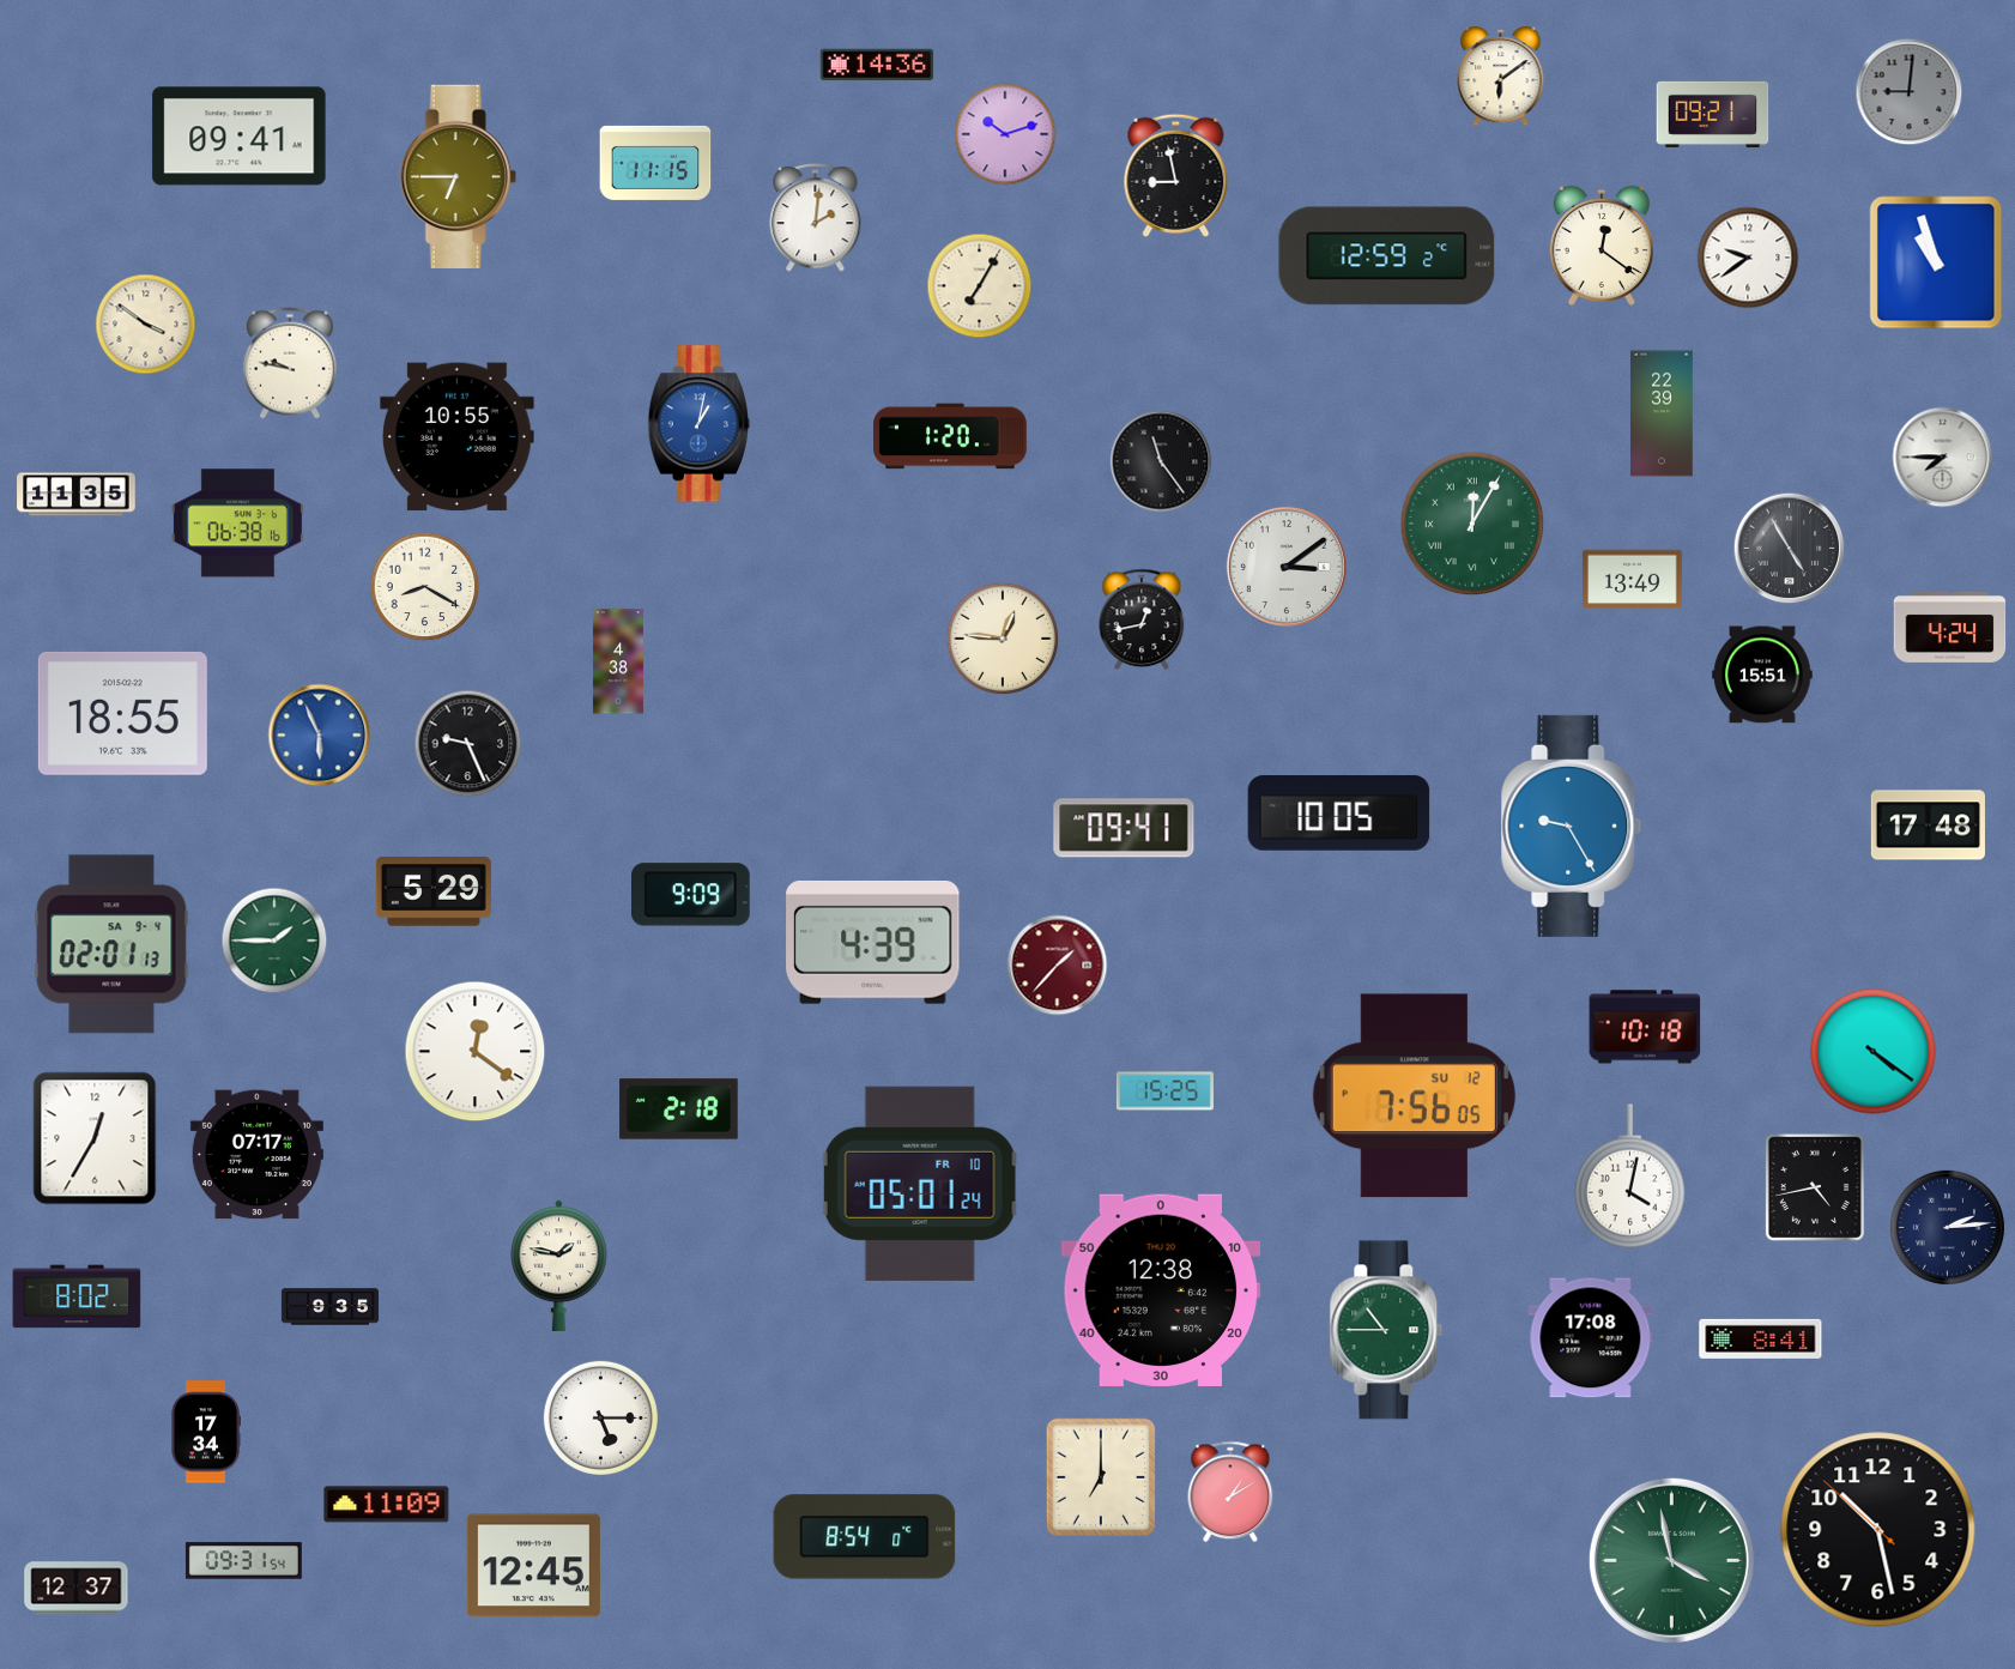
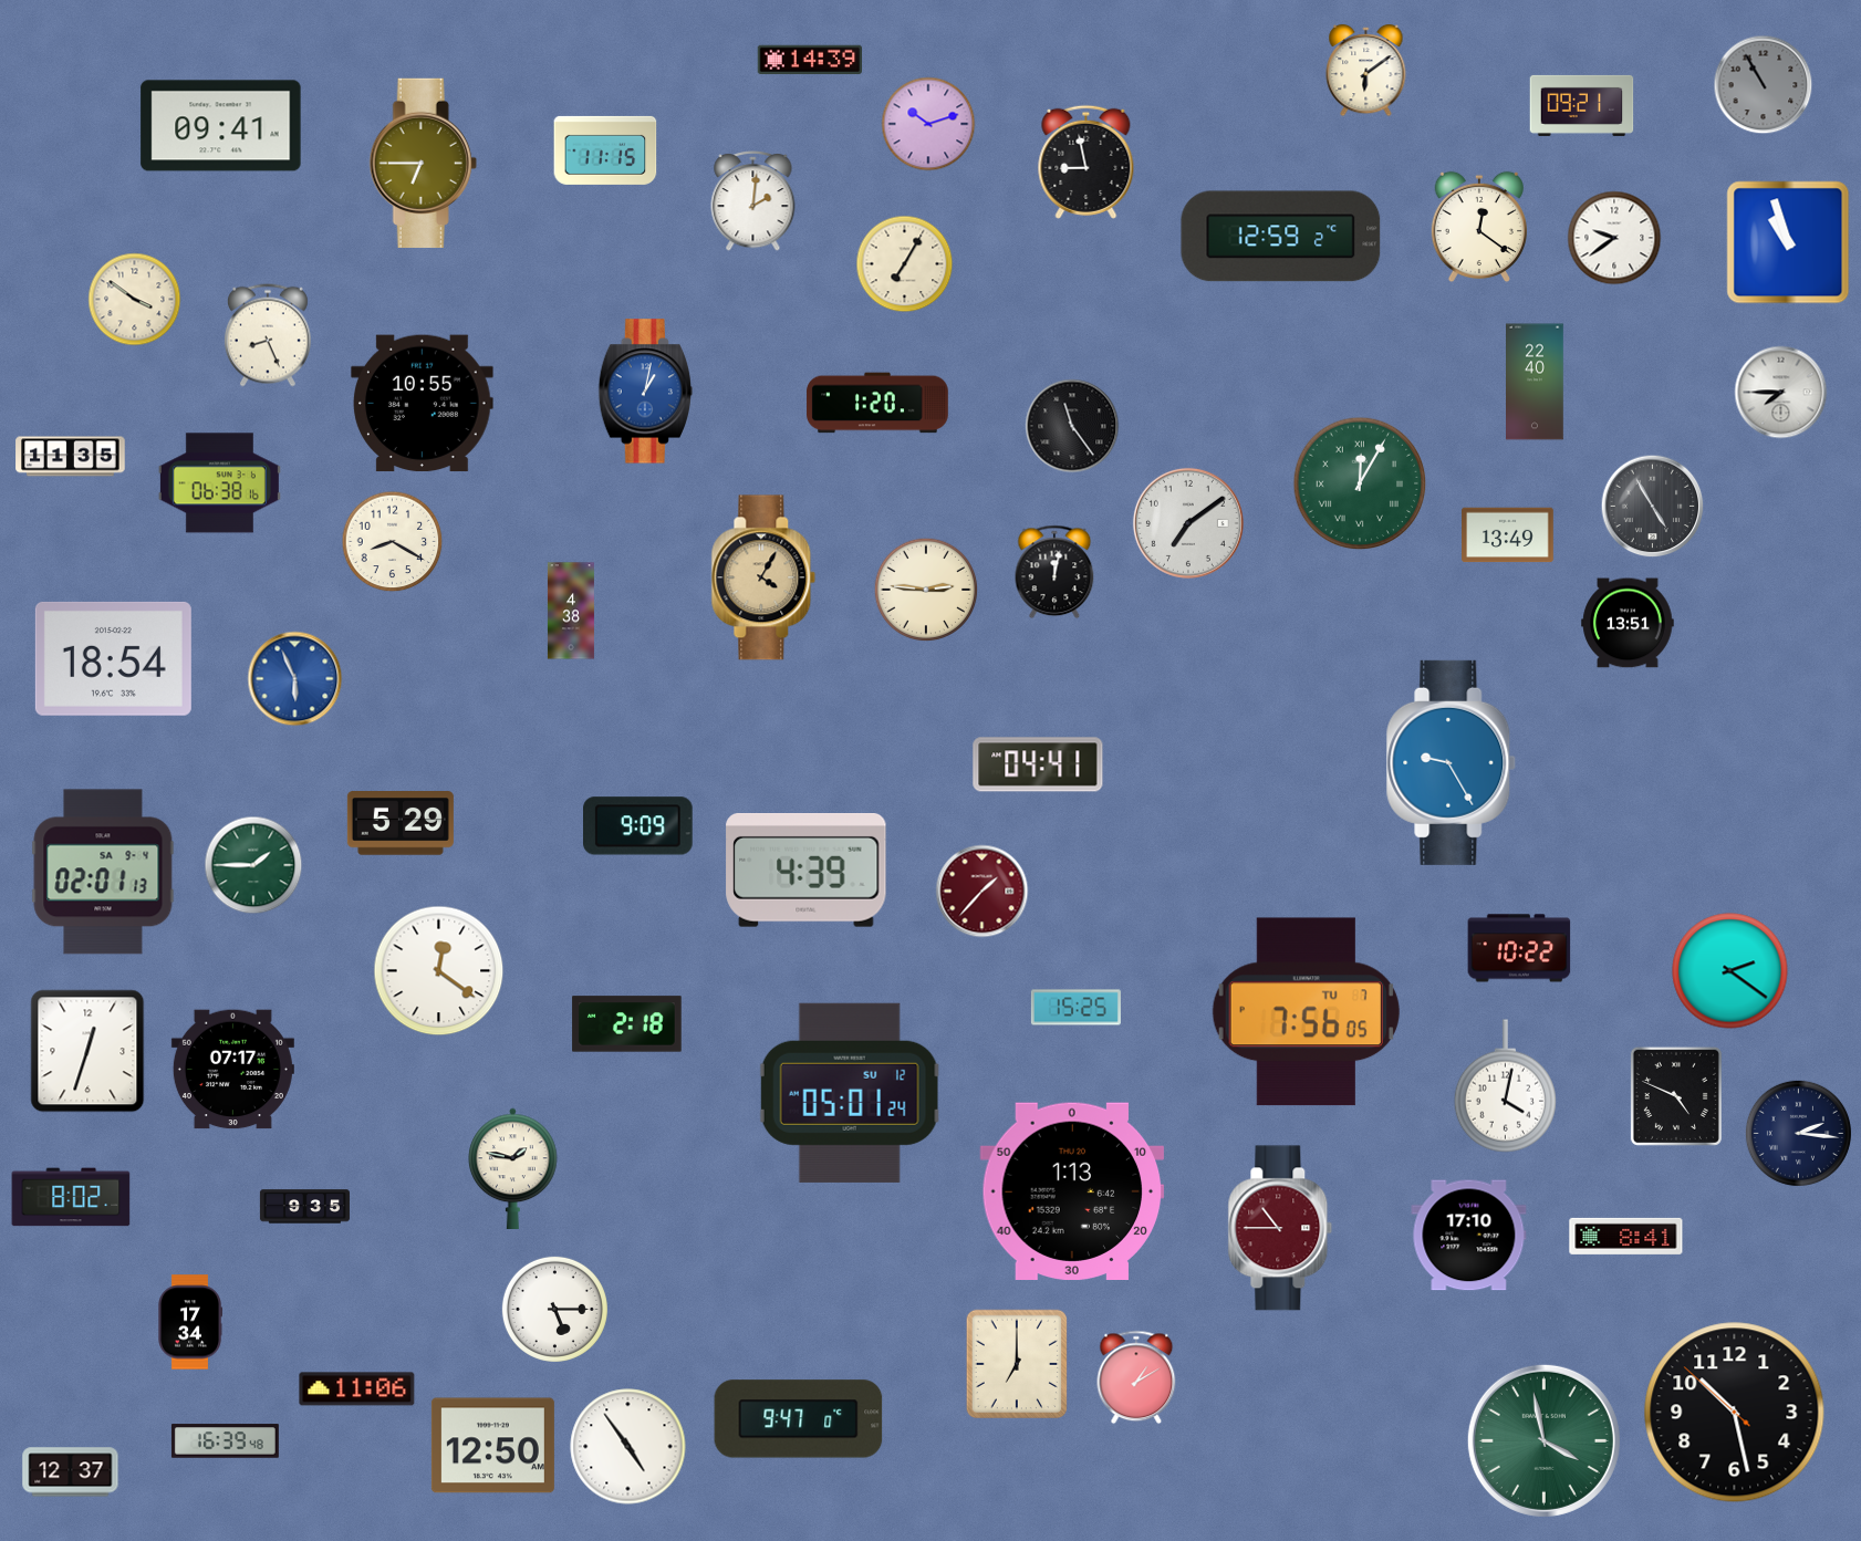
clock at (876, 65): 14:36 -> 14:39
clock at (1501, 77) position: (1501, 77) -> (1366, 71)
clock at (1910, 92): 9:01 -> 10:55
clock at (290, 363): 9:47 -> 8:26
clock at (1663, 413): 22:39 -> 22:40
clock at (1943, 458) position: (1943, 458) -> (1781, 393)
clock at (1287, 567): 3:09 -> 7:09
clock at (1142, 619): 12:43 -> 12:02
clock at (763, 577): none -> 4:05
clock at (1950, 628): 4:24 -> none
clock at (1003, 639): 12:46 -> 2:46
clock at (1762, 675): 15:51 -> 13:51
clock at (122, 713): 18:55 -> 18:54
clock at (468, 744): 9:26 -> none
clock at (1339, 814): 10:05 -> none
clock at (1928, 826): 17:48 -> none
clock at (1124, 828): 09:41 -> 04:41
clock at (274, 941) position: (274, 941) -> (253, 865)
clock at (1058, 966) position: (1058, 966) -> (983, 892)
clock at (1645, 1027): 10:18 -> 10:22
clock at (1874, 1052): 4:21 -> 2:21
clock at (1414, 1096) date: SU 12 -> TU 7
clock at (95, 1138): 12:35 -> 12:33
clock at (256, 1155) position: (256, 1155) -> (232, 1070)
clock at (920, 1184) date: FR 10 -> SU 12
clock at (1815, 1187): 4:43 -> 4:49
clock at (1947, 1227): 2:14 -> 2:16
clock at (559, 1265) position: (559, 1265) -> (513, 1168)
clock at (1161, 1289): 12:38 -> 1:13
clock at (1386, 1330) dial: green -> burgundy
clock at (1591, 1338): 17:08 -> 17:10
clock at (387, 1505): 11:09 -> 11:06
clock at (865, 1537): 8:54 -> 9:47
clock at (243, 1561): 09:31 -> 16:39
clock at (533, 1566): 12:45 -> 12:50
clock at (628, 1447): none -> 4:54
clock at (77, 1589) position: (77, 1589) -> (71, 1472)
